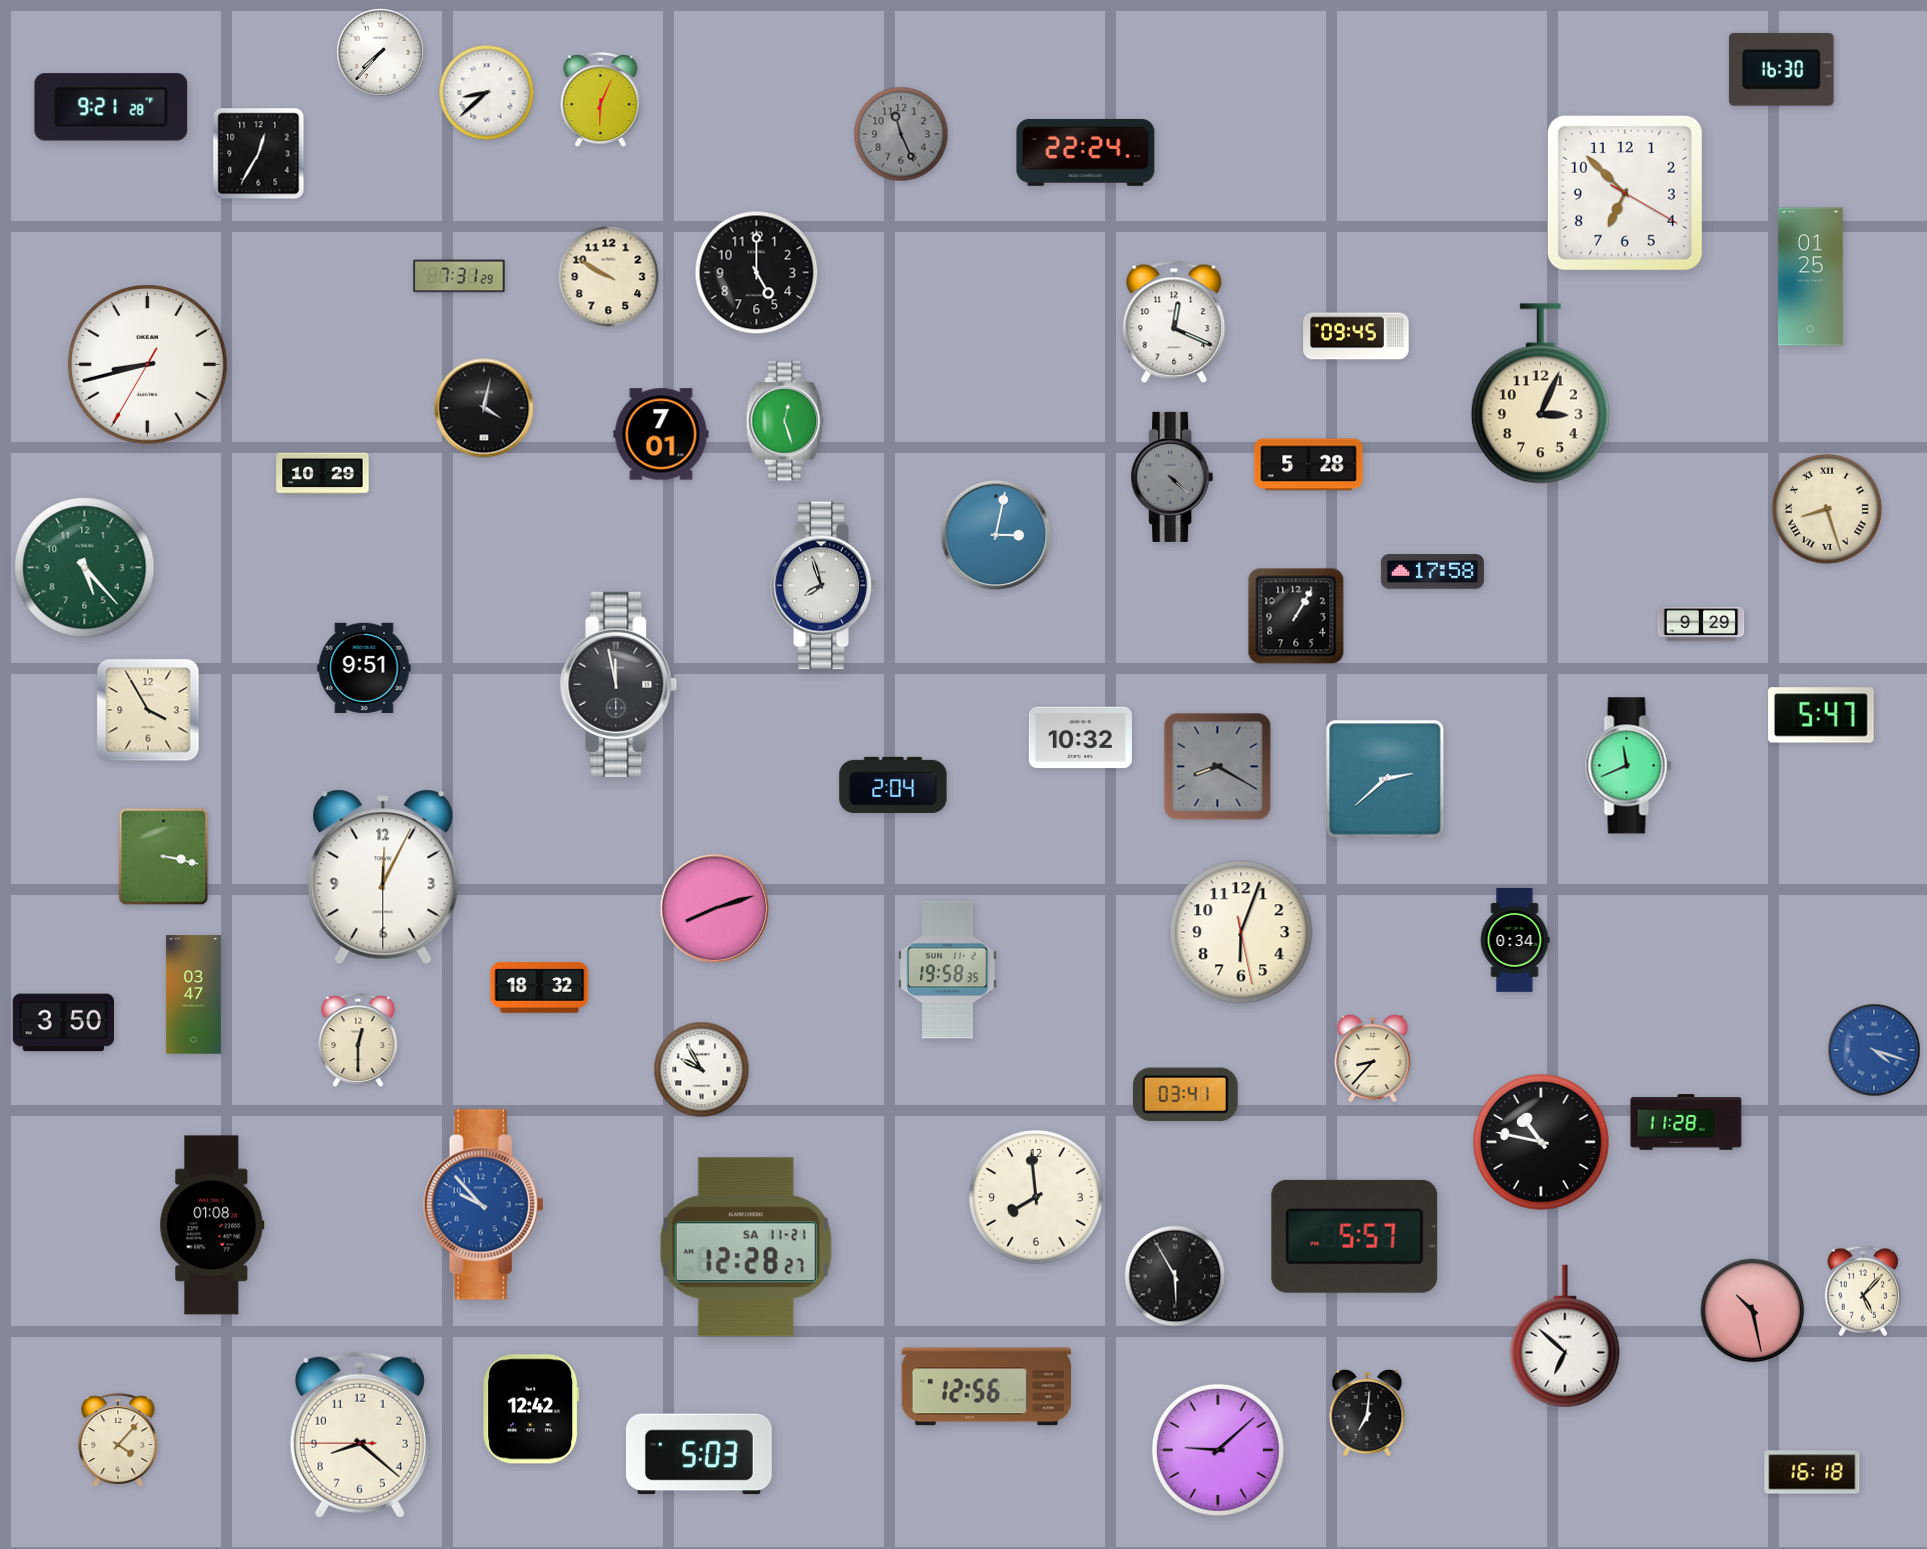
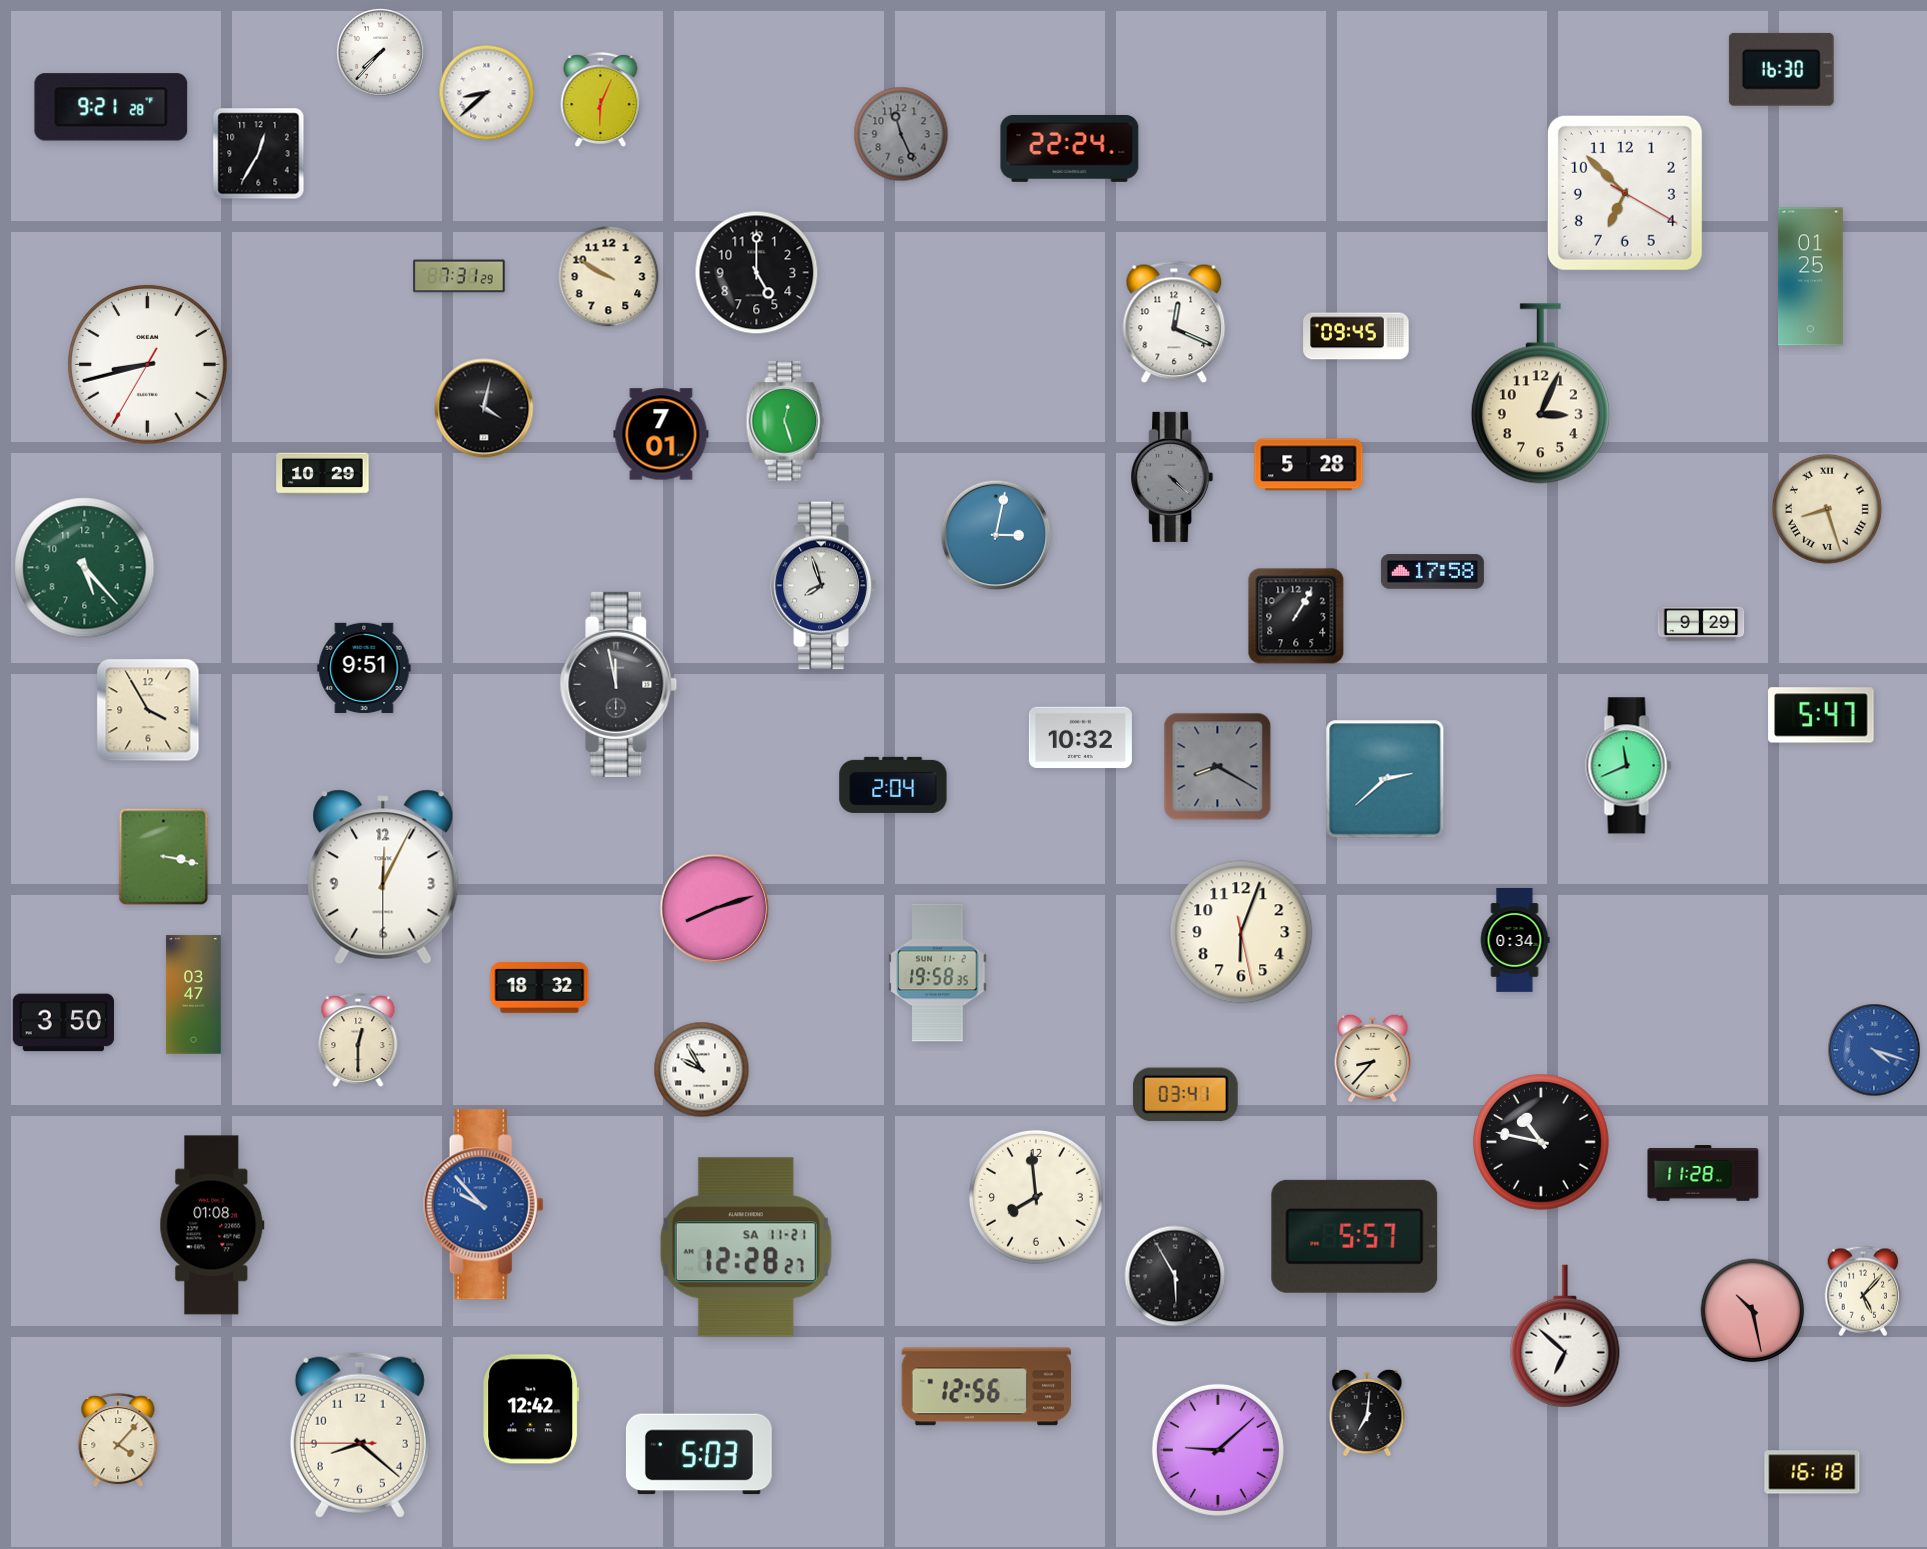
clock at (1086, 152) position: (1086, 152) -> (1070, 148)
clock at (948, 970) position: (948, 970) -> (938, 973)
clock at (1686, 1122) position: (1686, 1122) -> (1703, 1173)
